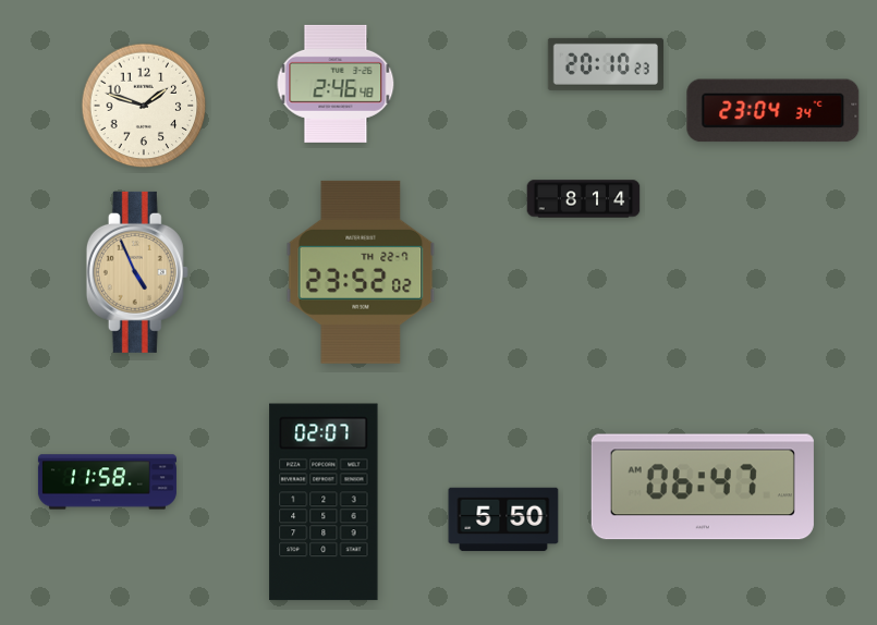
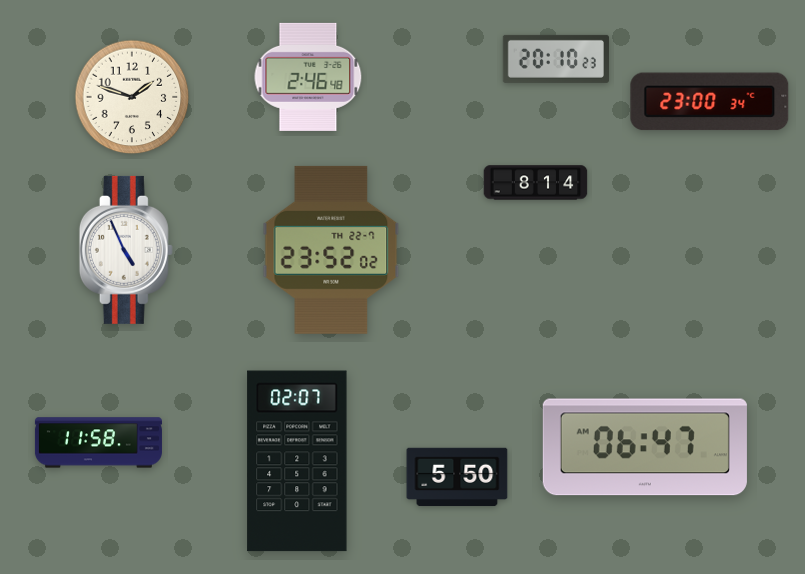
clock at (774, 111): 23:04 -> 23:00
clock at (137, 272) dial: champagne -> white
clock at (503, 519) position: (503, 519) -> (457, 477)
